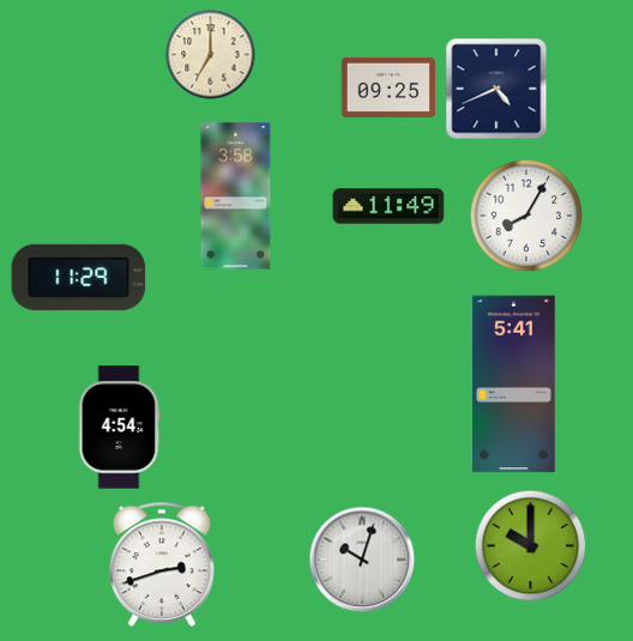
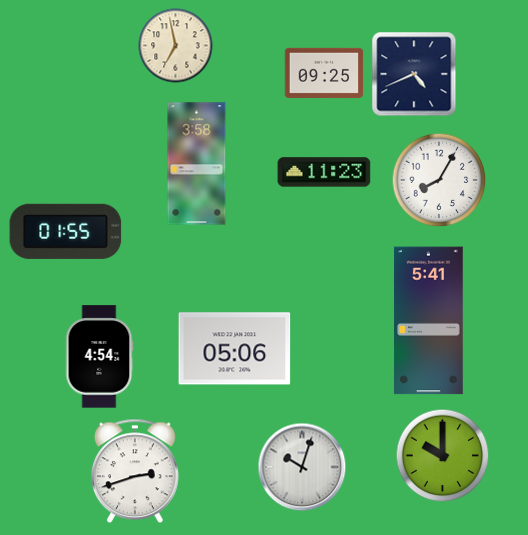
clock at (211, 55): 7:00 -> 6:58
clock at (388, 206): 11:49 -> 11:23
clock at (79, 277): 11:29 -> 01:55
clock at (235, 349): none -> 05:06
